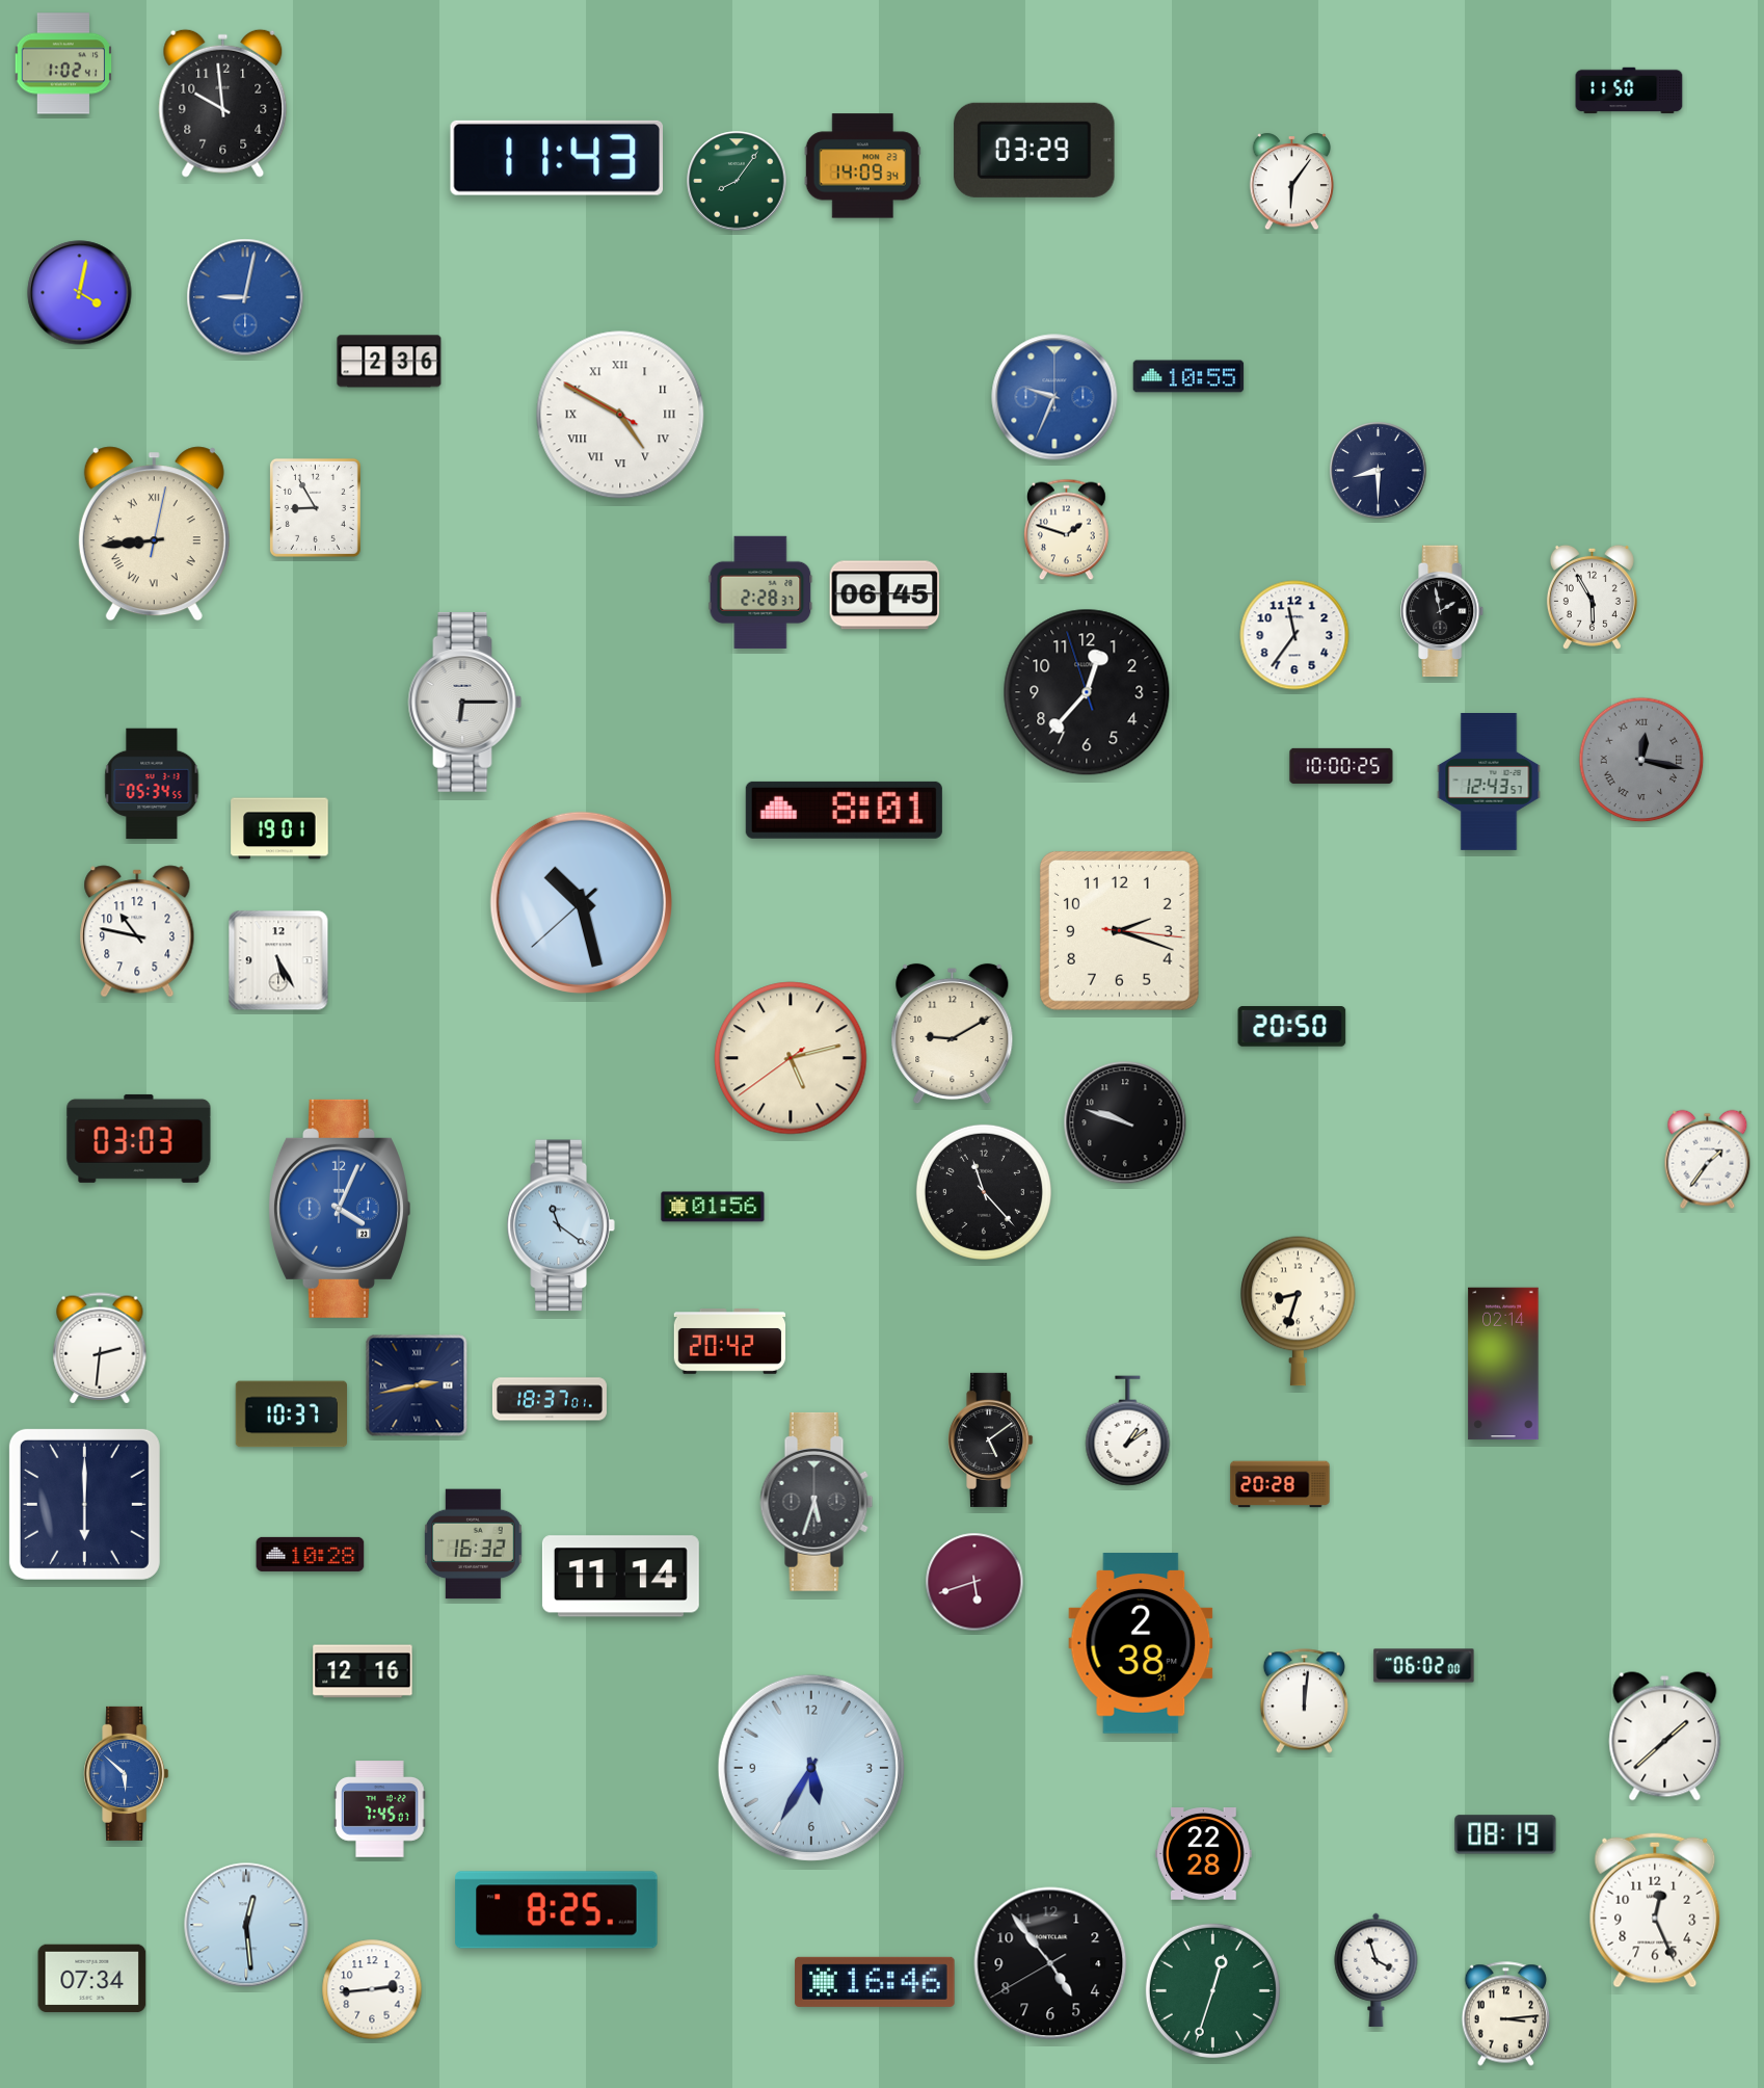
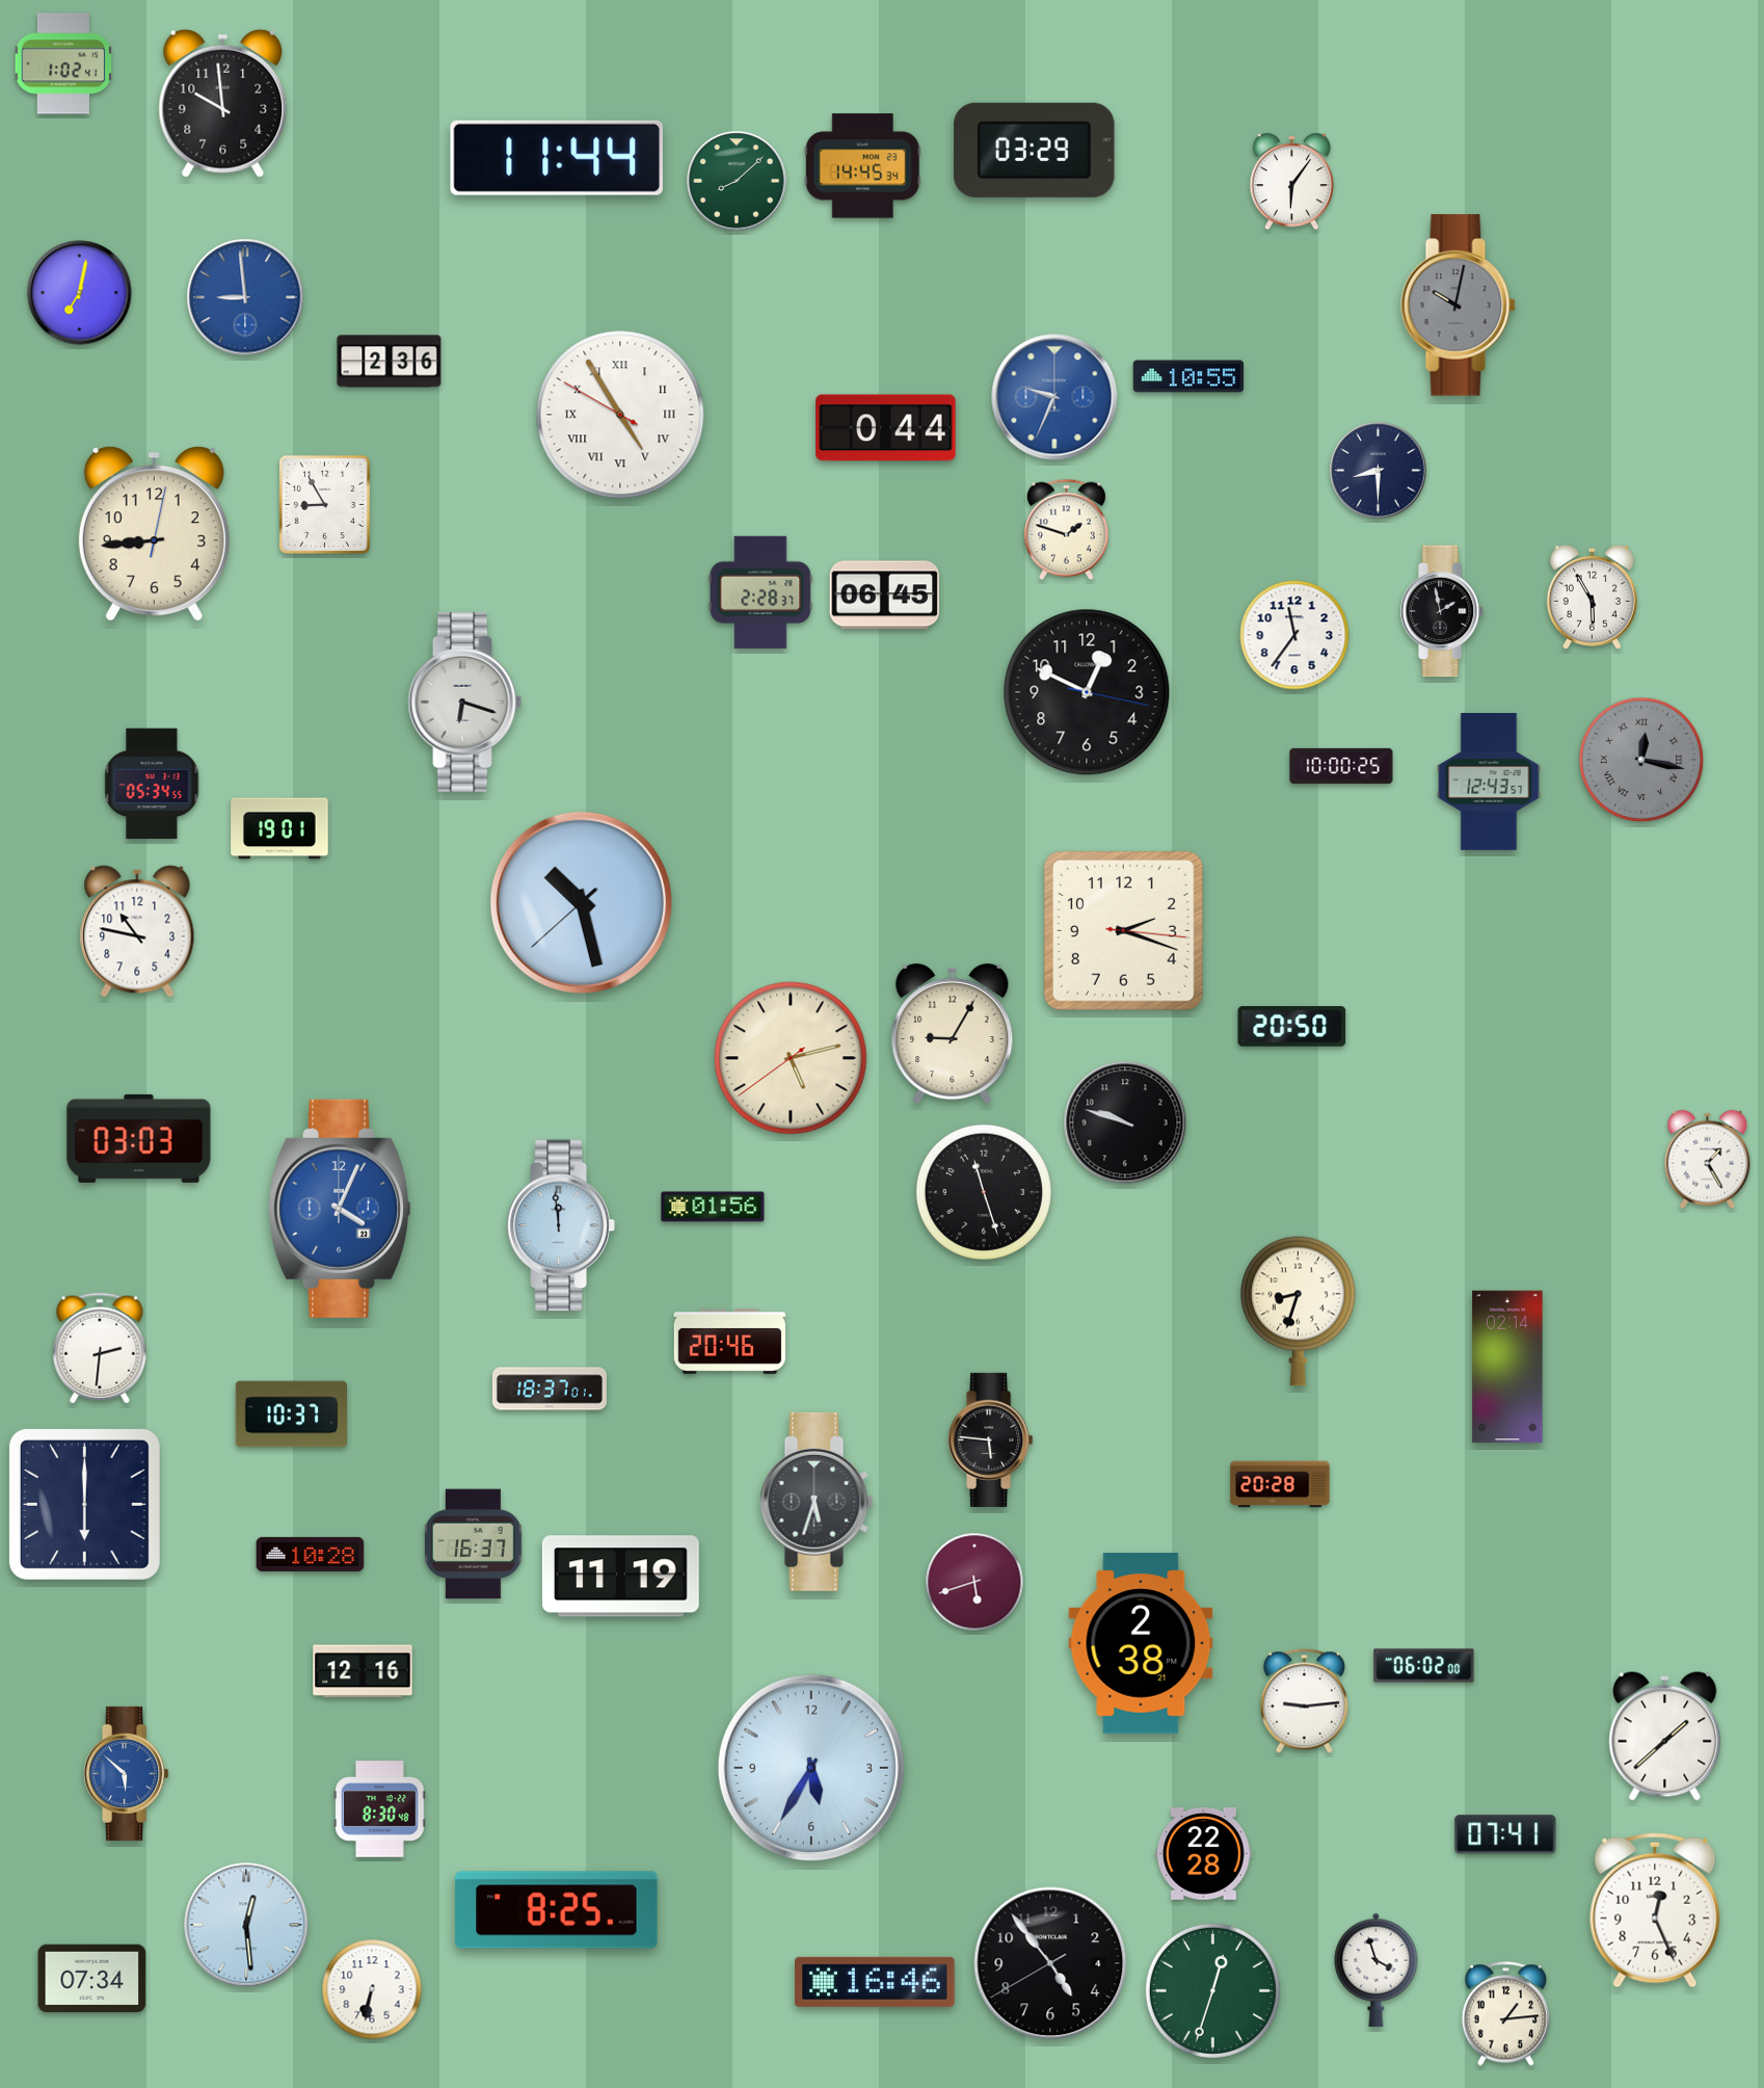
clock at (1629, 90): 11:50 -> none
clock at (556, 158): 11:43 -> 11:44
clock at (862, 166): 14:09 -> 14:45
clock at (737, 181): 8:06 -> 8:08
clock at (80, 293): 4:02 -> 7:02
clock at (245, 297): 9:02 -> 8:59
clock at (1458, 306): none -> 10:02
clock at (620, 415): 4:49 -> 4:54
clock at (886, 428): none -> 0:44
clock at (315, 507) position: (315, 507) -> (324, 504)
clock at (154, 534) numerals: Roman -> Arabic
clock at (1087, 692): 12:36 -> 12:49
clock at (465, 702): 6:15 -> 6:18
clock at (844, 810): 8:01 -> none
clock at (1119, 930) position: (1119, 930) -> (1123, 930)
clock at (278, 960): 5:25 -> none
clock at (953, 1034): 9:10 -> 9:05
clock at (1708, 1160): 1:36 -> 1:25
clock at (984, 1192): 11:23 -> 11:27
clock at (561, 1225): 11:21 -> 11:59
clock at (730, 1342): 20:42 -> 20:46
clock at (1503, 1364) position: (1503, 1364) -> (1507, 1367)
clock at (417, 1385): 2:43 -> none
clock at (550, 1399) position: (550, 1399) -> (550, 1389)
clock at (1128, 1431): 1:09 -> none
clock at (991, 1439): 5:09 -> 5:46
clock at (474, 1544): 16:32 -> 16:37
clock at (620, 1577): 11:14 -> 11:19
clock at (1304, 1701): 12:01 -> 9:14
clock at (380, 1809): 7:45 -> 8:30
clock at (1505, 1834): 08:19 -> 07:41
clock at (372, 1989): 2:44 -> 6:32
clock at (1505, 2014): 3:14 -> 1:14
